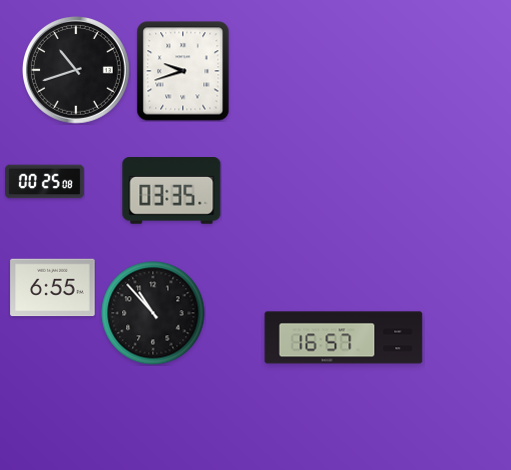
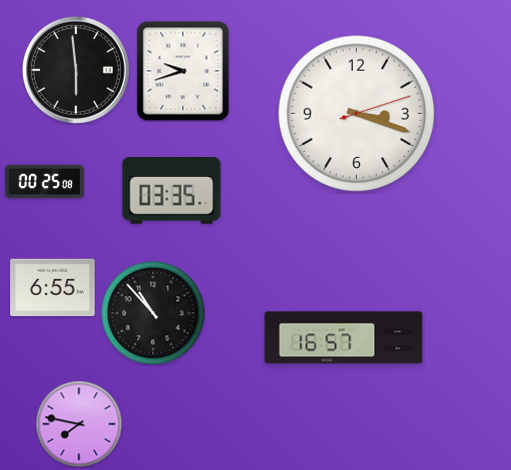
clock at (77, 71): 10:42 -> 5:59
clock at (357, 114): none -> 3:18
clock at (79, 424): none -> 7:47
